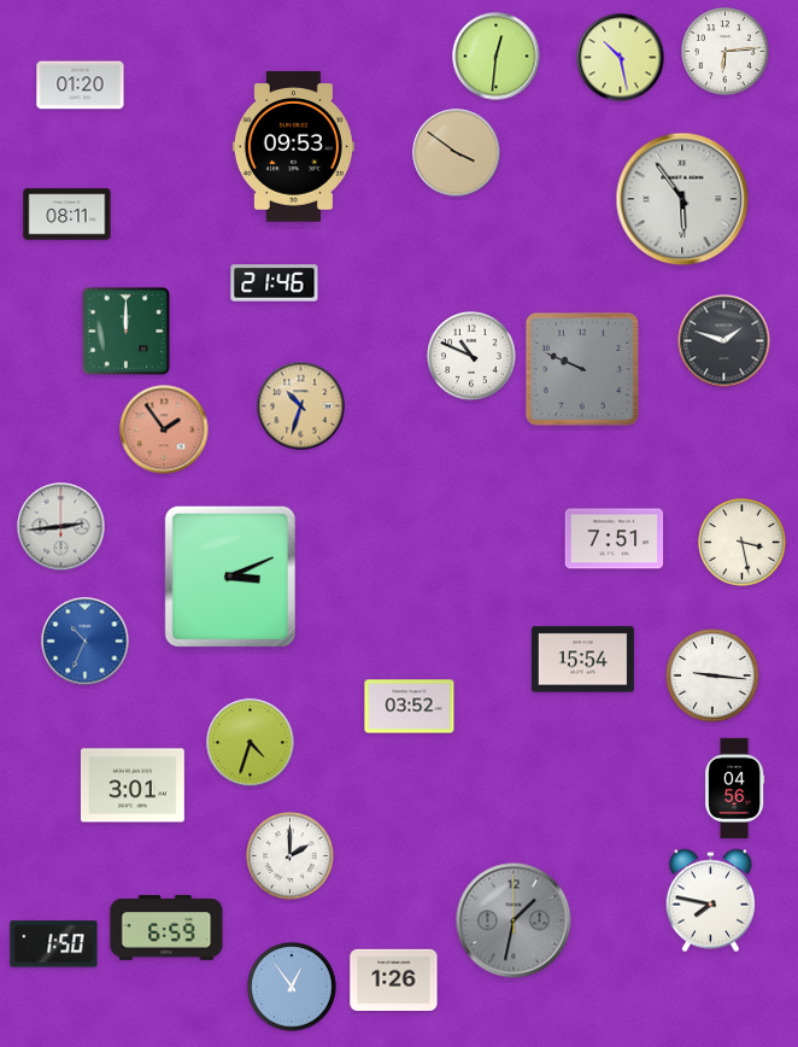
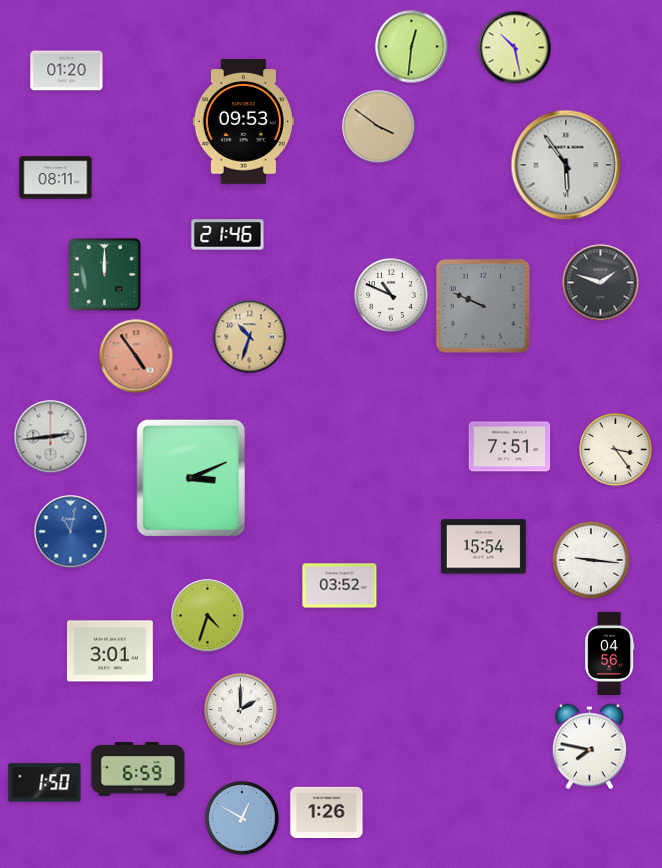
clock at (726, 52): 6:14 -> none
clock at (164, 429): 1:54 -> 4:54
clock at (743, 543): 3:28 -> 3:24
clock at (86, 642): 10:34 -> 11:02
clock at (514, 920): 1:32 -> none
clock at (292, 987): 12:54 -> 12:50
